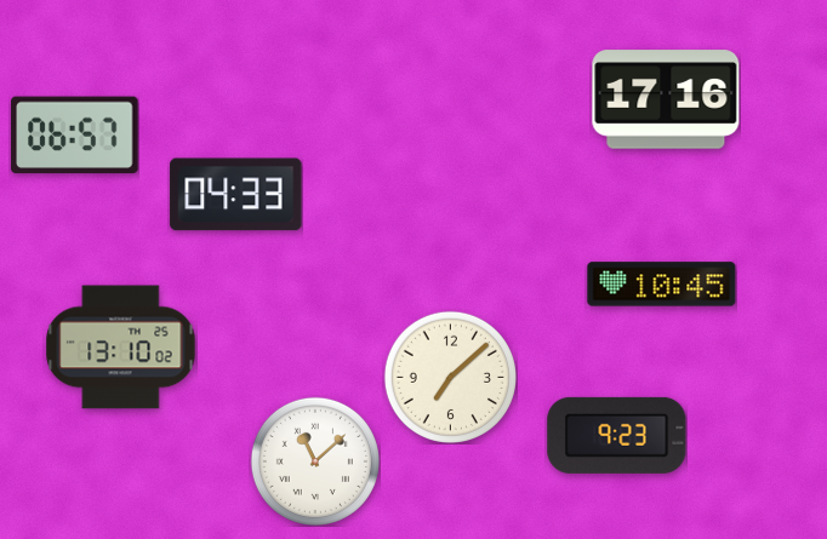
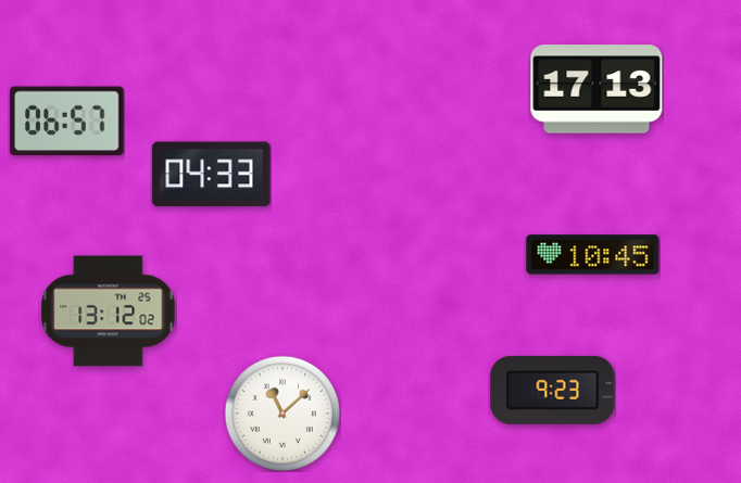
clock at (666, 99): 17:16 -> 17:13
clock at (121, 348): 13:10 -> 13:12
clock at (450, 377): 7:08 -> none
